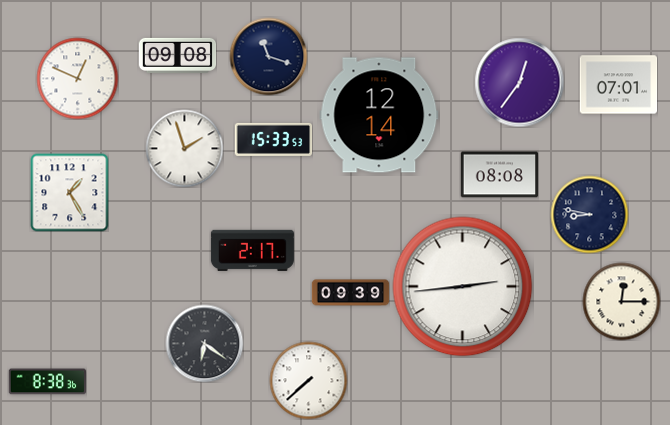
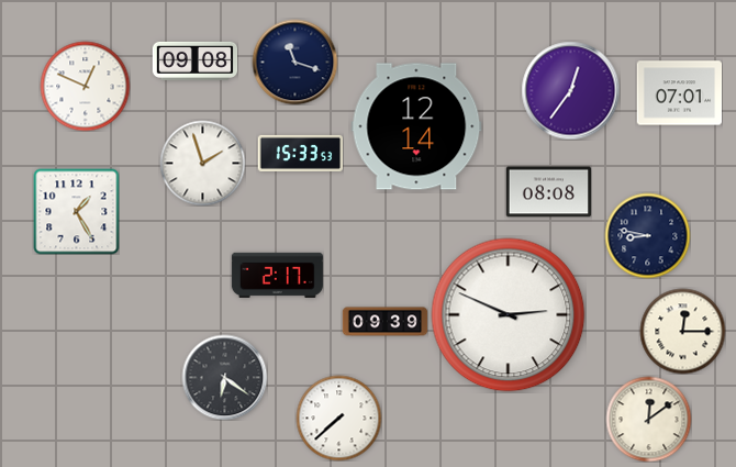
clock at (463, 287): 2:44 -> 2:49
clock at (648, 419): none -> 12:09
clock at (47, 382): 8:38 -> none
